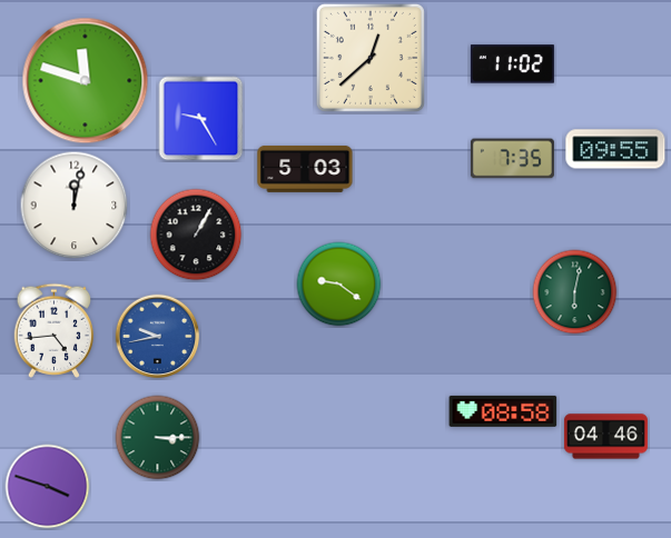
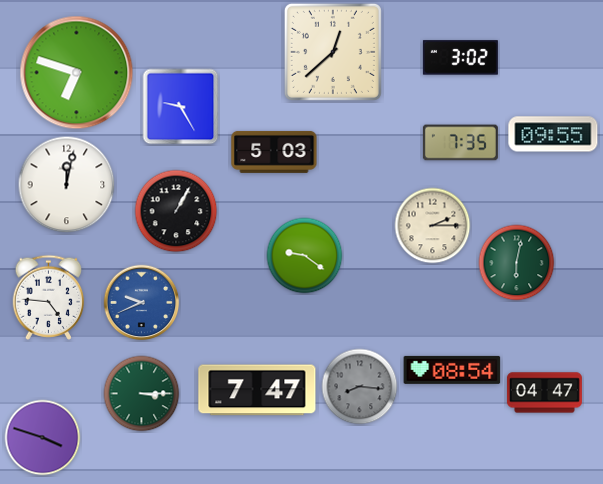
clock at (512, 64): 11:02 -> 3:02
clock at (86, 81): 11:48 -> 6:48
clock at (433, 226): none -> 2:15
clock at (55, 330): 4:44 -> 4:46
clock at (158, 337): 9:43 -> 9:41
clock at (503, 411): 08:58 -> 08:54
clock at (360, 387): none -> 8:16
clock at (257, 390): none -> 7:47
clock at (605, 437): 04:46 -> 04:47
